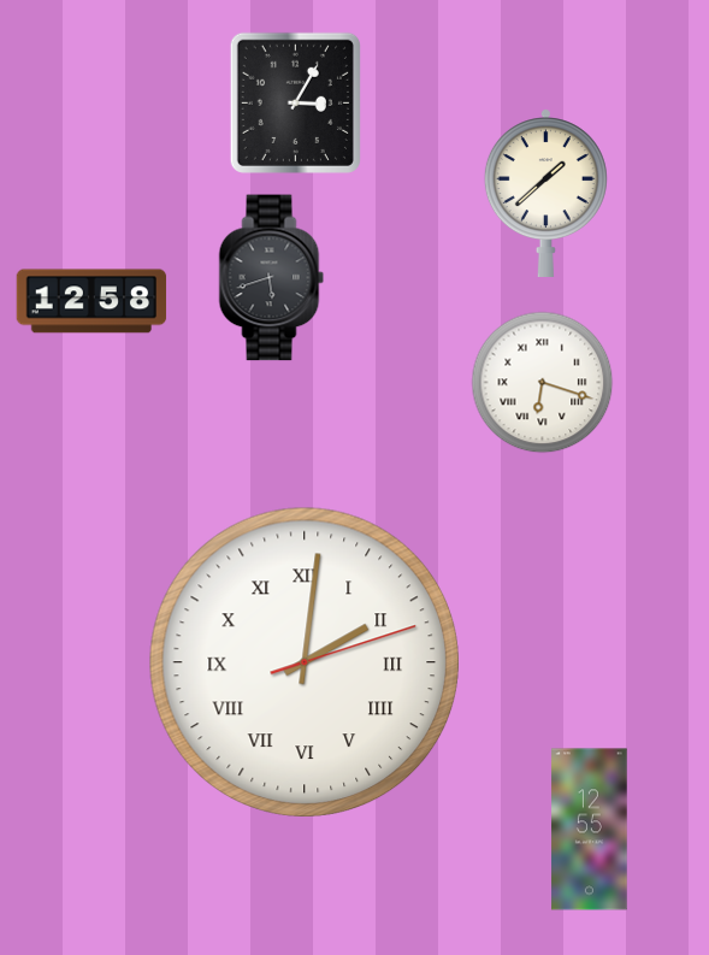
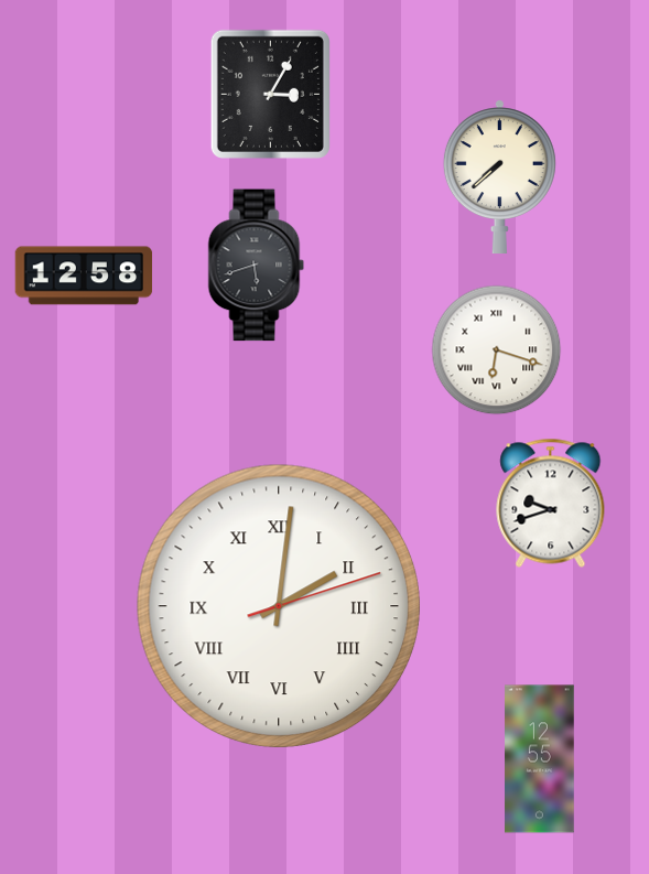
clock at (545, 193): 1:38 -> 7:38
clock at (272, 278) position: (272, 278) -> (257, 266)
clock at (551, 503): none -> 9:42
